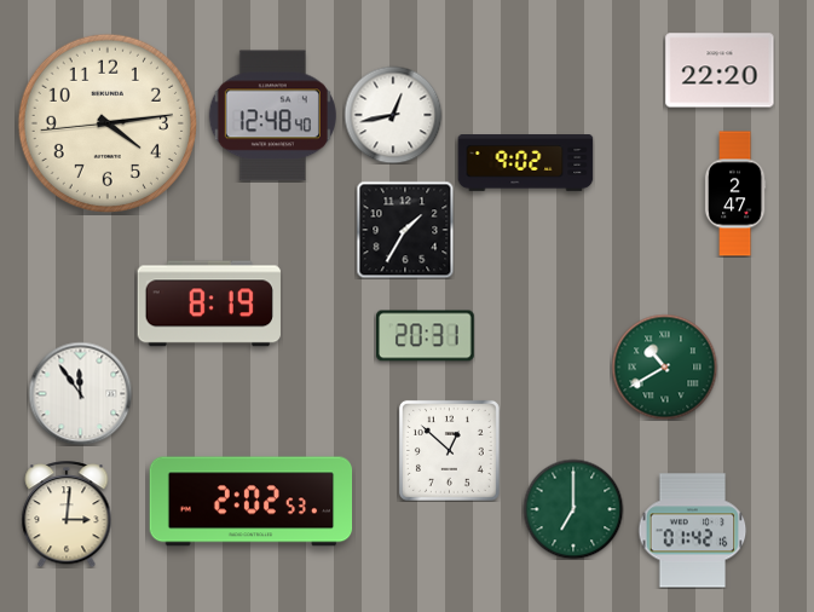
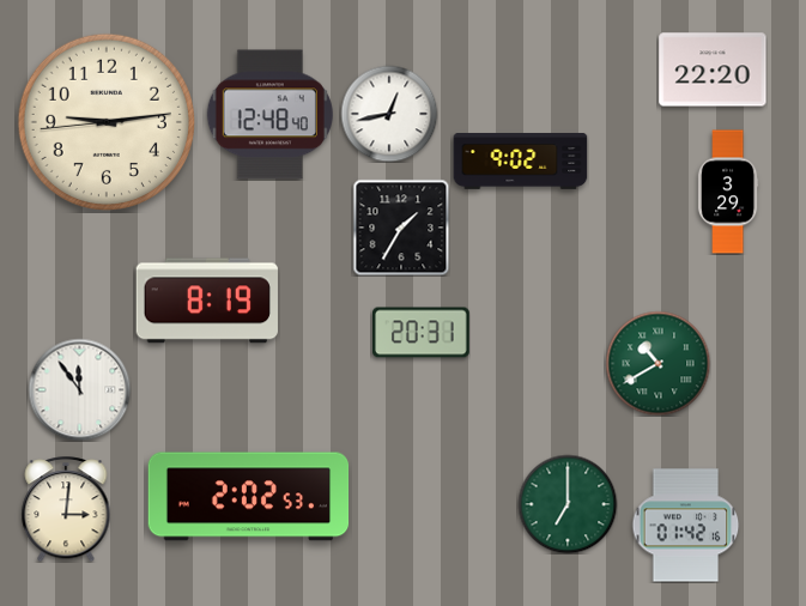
clock at (108, 123): 4:13 -> 9:13
clock at (735, 194): 2:47 -> 3:29
clock at (449, 450): 12:52 -> none
